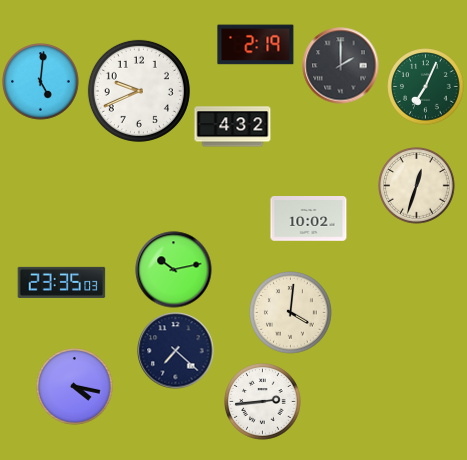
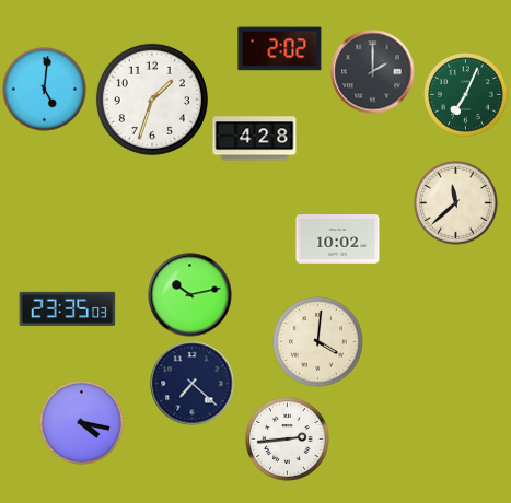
clock at (256, 45): 2:19 -> 2:02
clock at (139, 91): 9:41 -> 1:33
clock at (233, 127): 4:32 -> 4:28
clock at (417, 186): 12:33 -> 11:38
